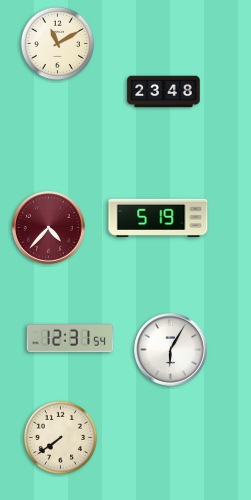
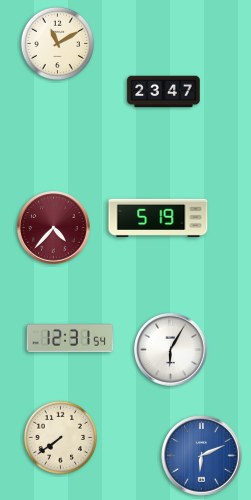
clock at (164, 92): 23:48 -> 23:47
clock at (49, 228) position: (49, 228) -> (54, 228)
clock at (202, 456): none -> 6:11
